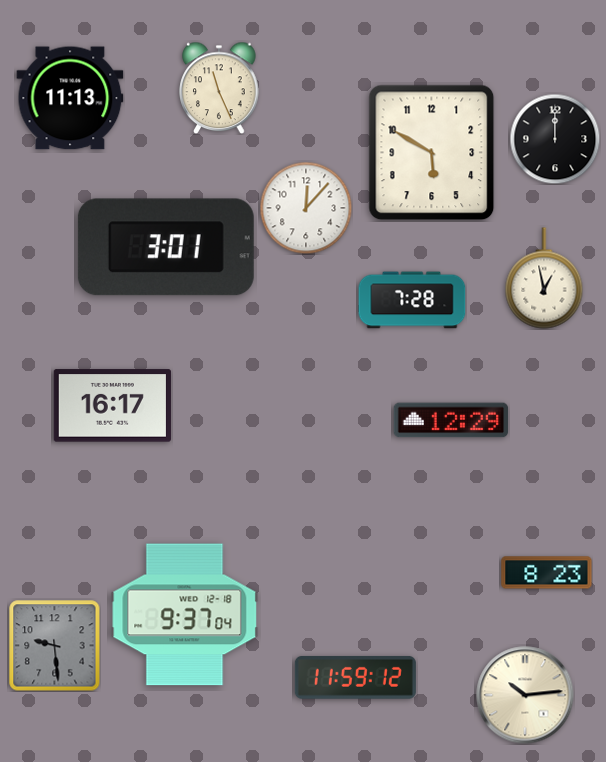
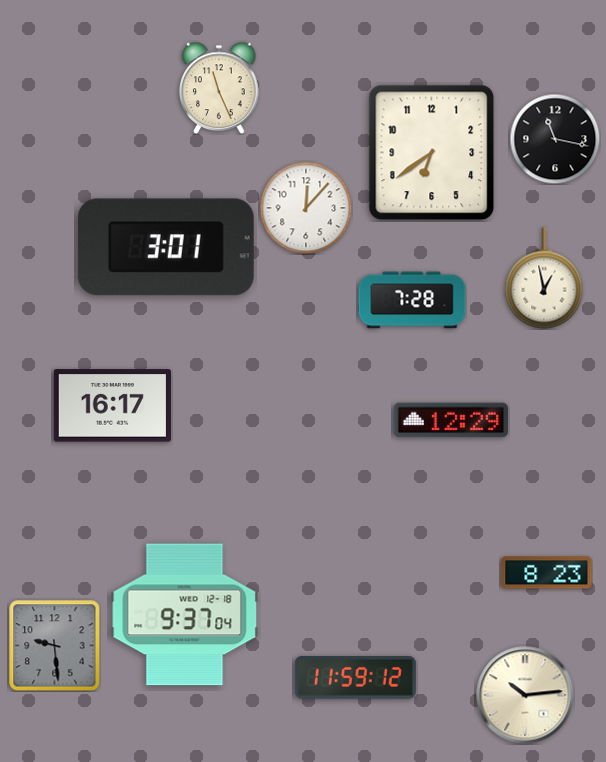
clock at (70, 98): 11:13 -> none
clock at (555, 139): 12:00 -> 11:17
clock at (432, 153): 5:50 -> 6:39
